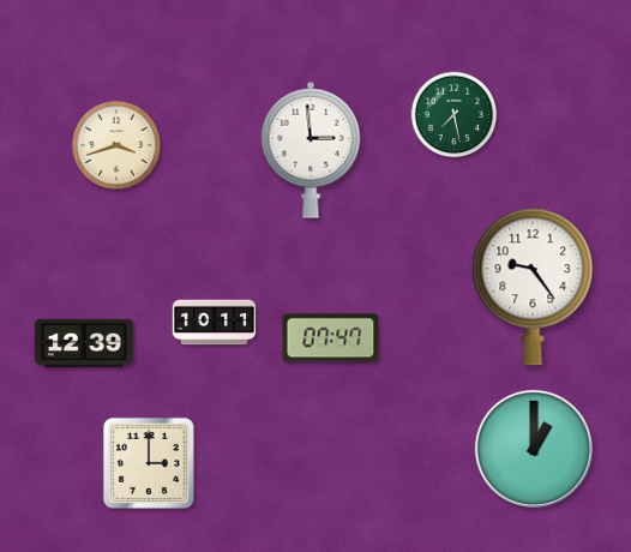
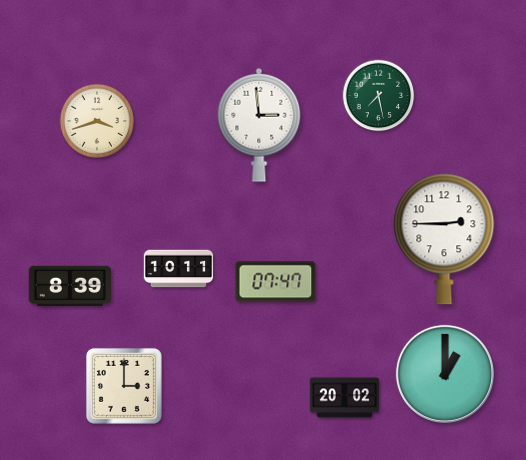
clock at (533, 287): 9:24 -> 2:45
clock at (83, 343): 12:39 -> 8:39
clock at (345, 398): none -> 20:02
